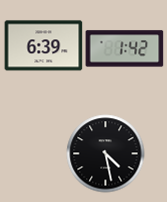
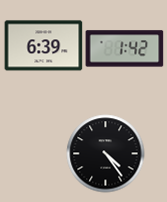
clock at (105, 153): 4:28 -> 4:24
